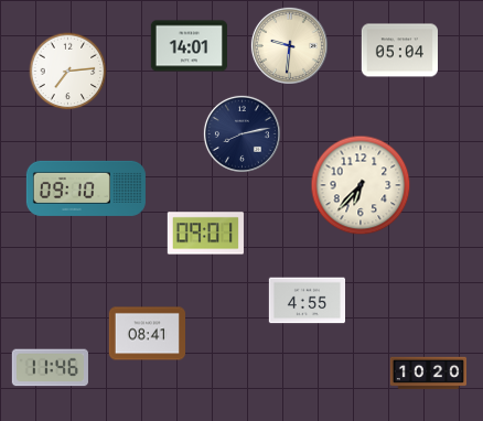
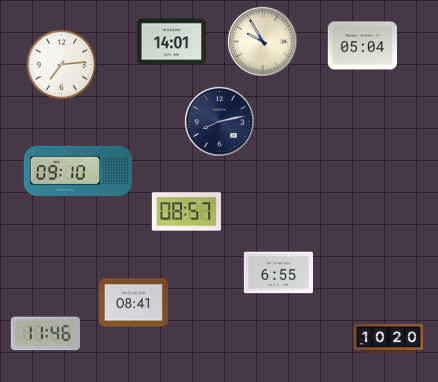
clock at (289, 45): 9:31 -> 9:55
clock at (361, 185): 6:37 -> none
clock at (205, 234): 09:01 -> 08:57
clock at (307, 301): 4:55 -> 6:55
